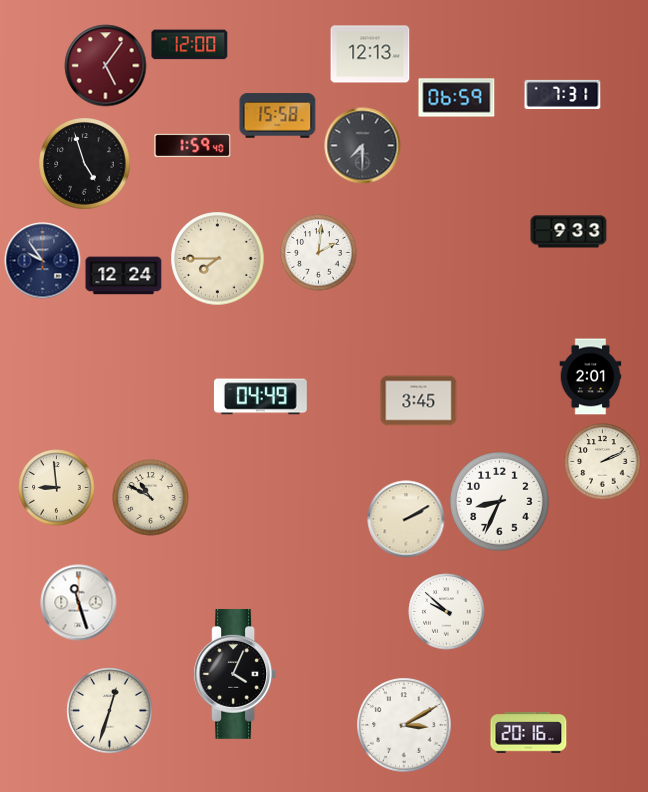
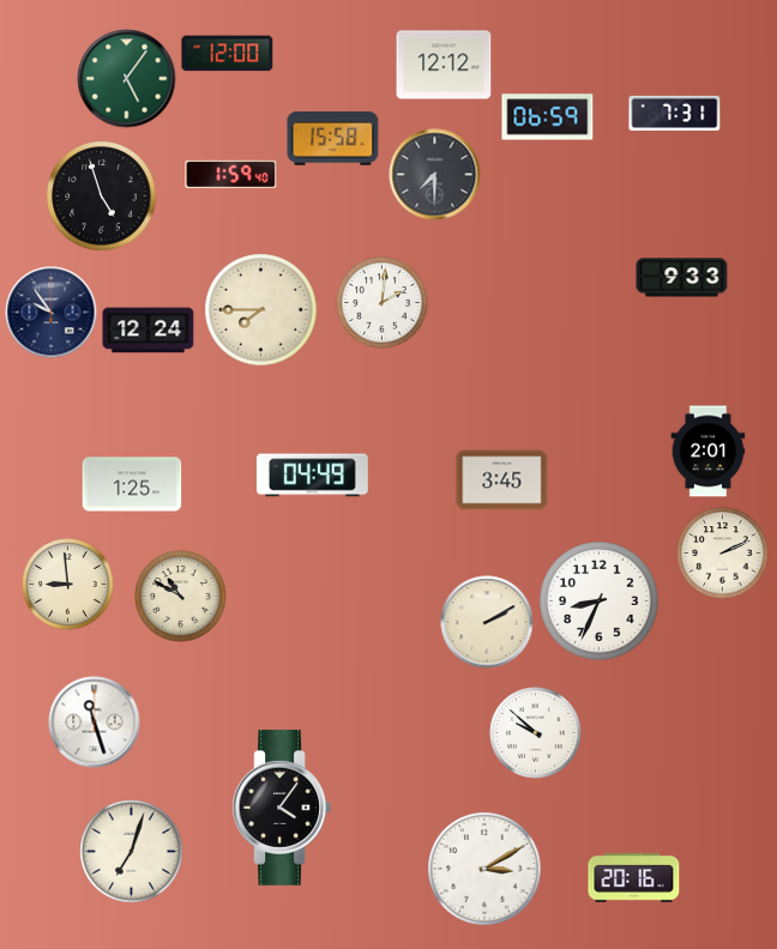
clock at (370, 54): 12:13 -> 12:12
clock at (106, 66) dial: burgundy -> green
clock at (132, 484): none -> 1:25
clock at (235, 674): 4:04 -> 4:06
clock at (110, 711): 12:33 -> 7:03
